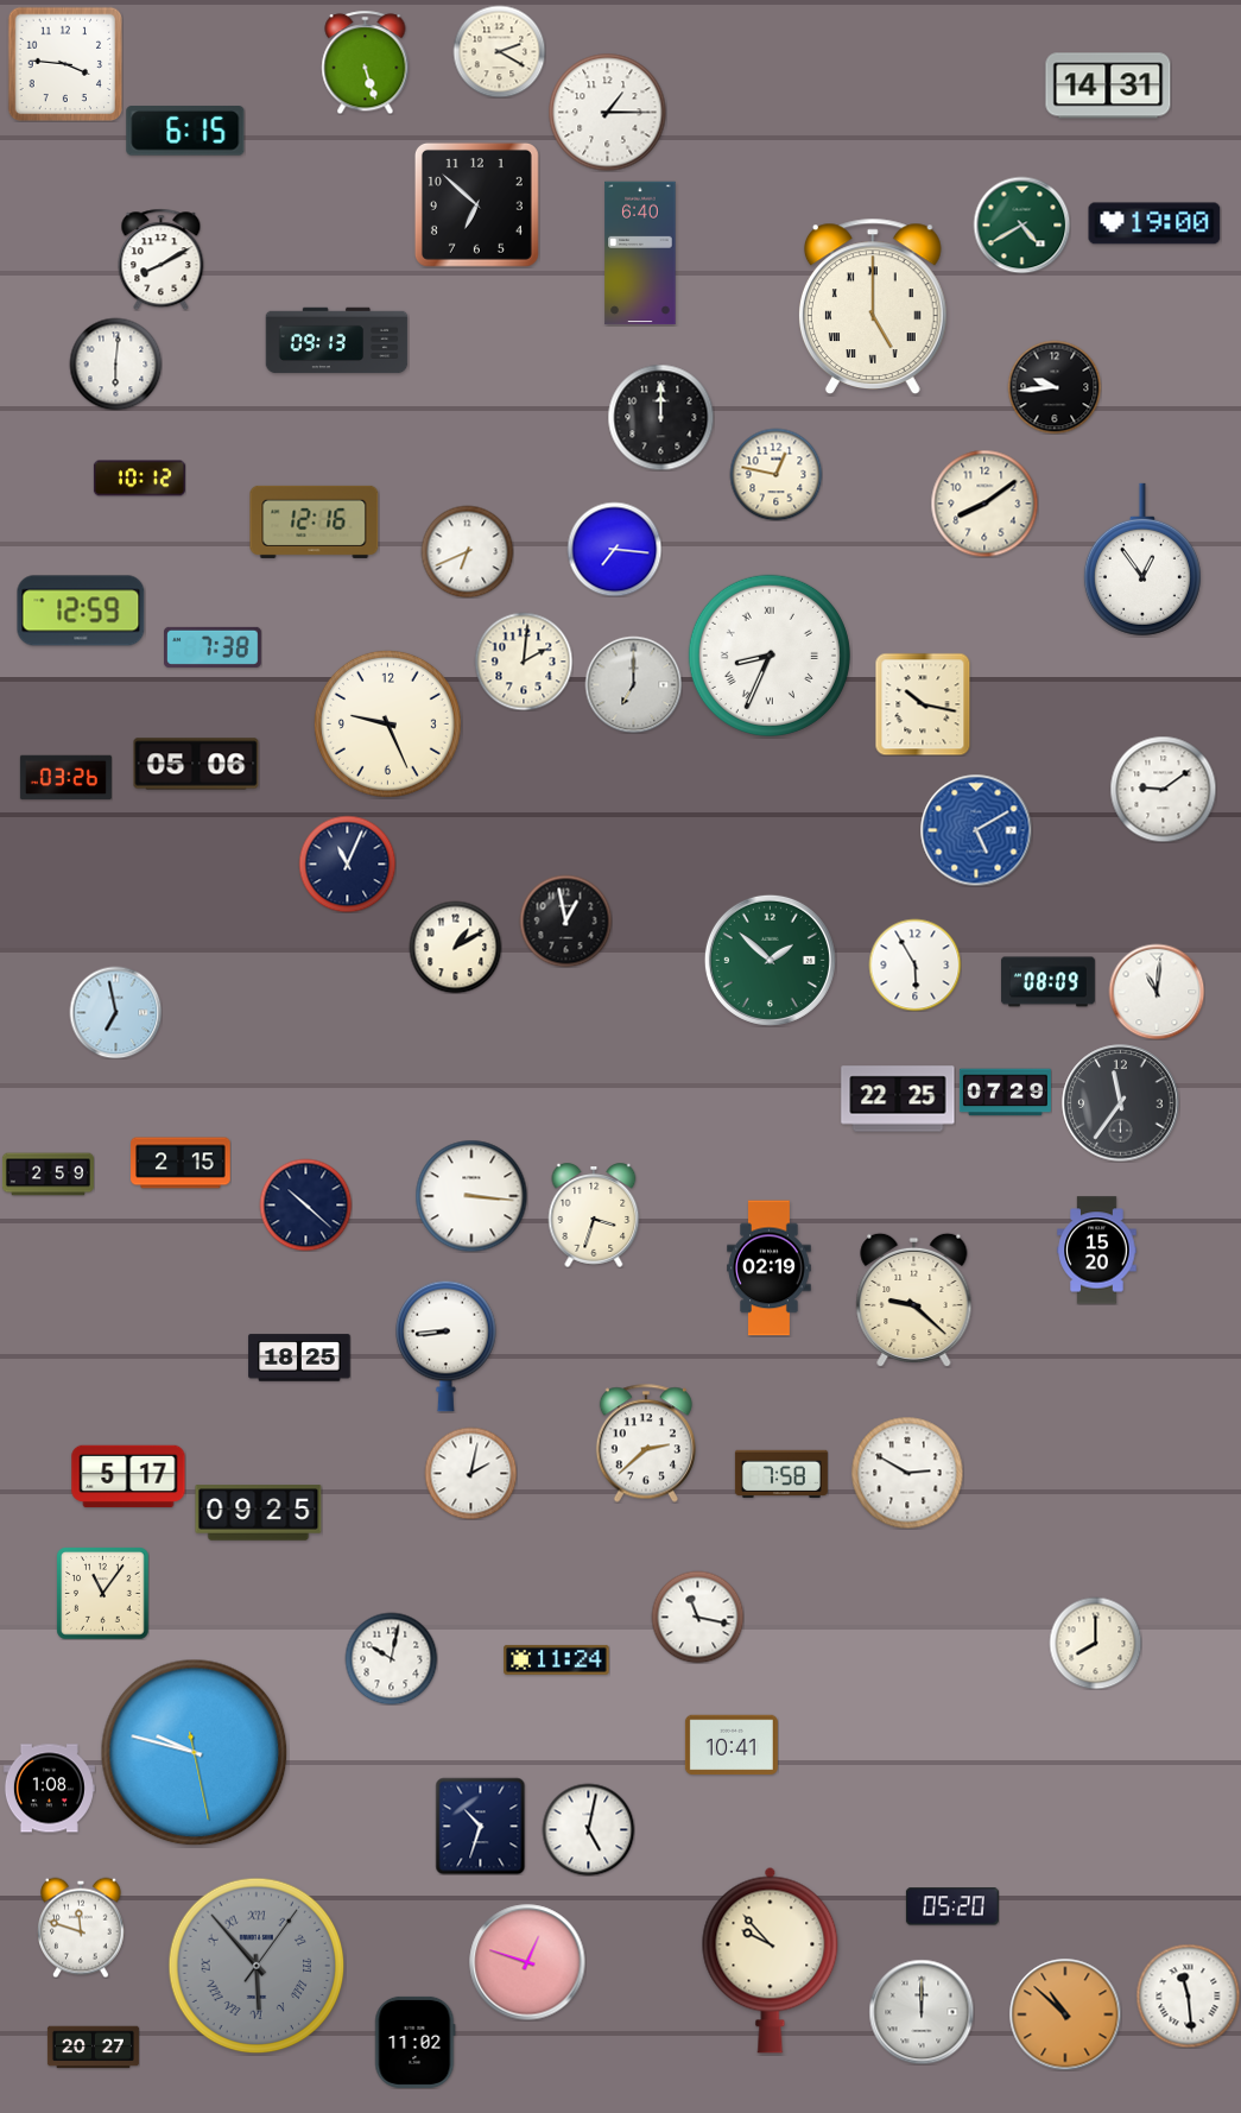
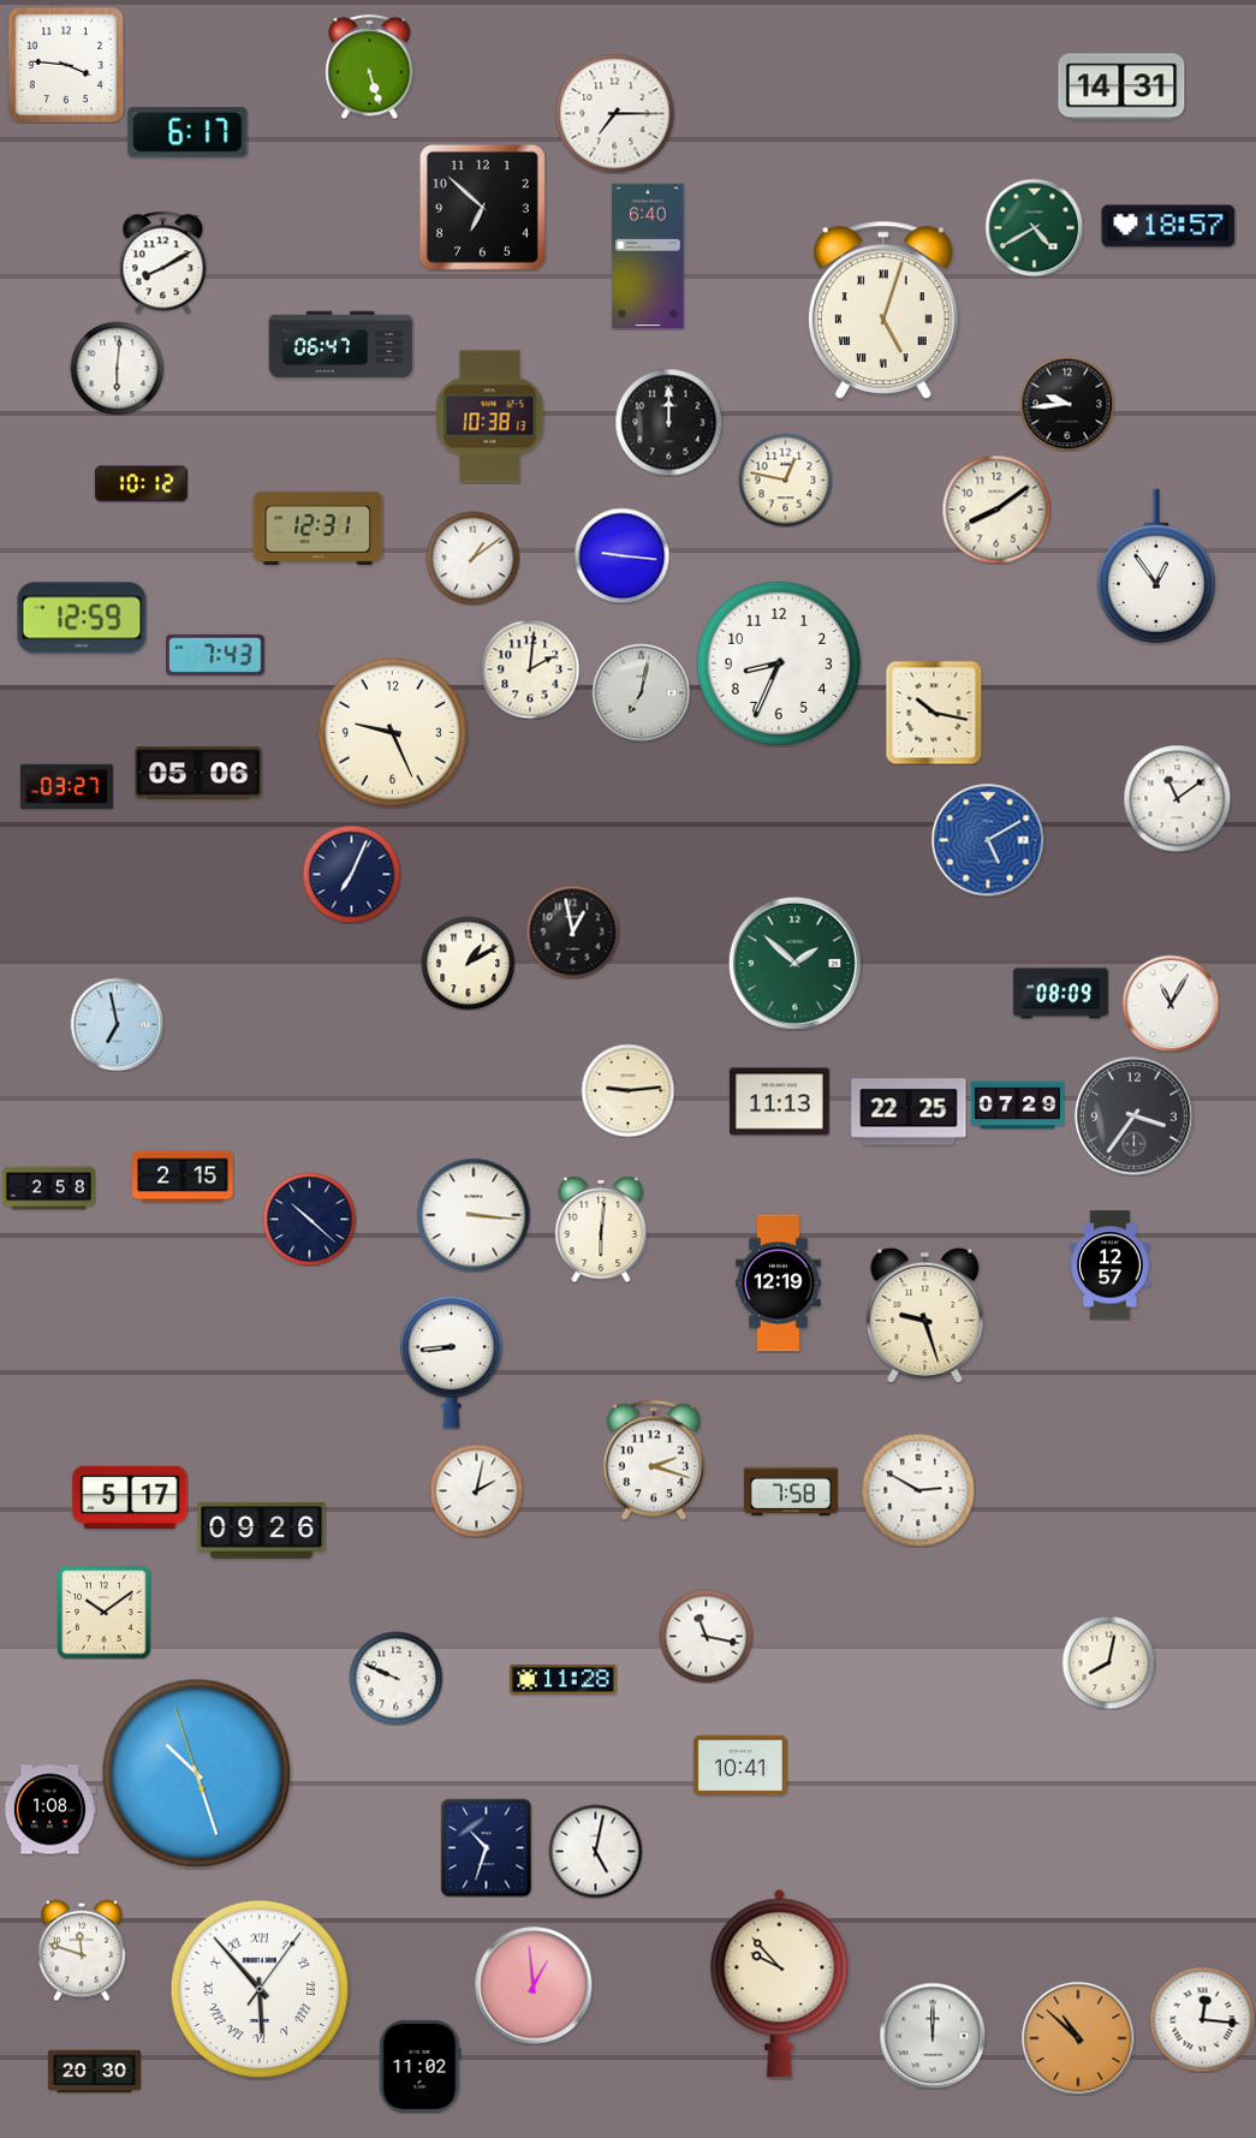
clock at (499, 51): 2:20 -> none
clock at (366, 62) position: (366, 62) -> (370, 66)
clock at (608, 113): 1:15 -> 7:15
clock at (185, 131): 6:15 -> 6:17
clock at (1154, 223): 19:00 -> 18:57
clock at (873, 306): 5:00 -> 5:03
clock at (337, 341): 09:13 -> 06:47
clock at (1055, 387) position: (1055, 387) -> (1067, 404)
clock at (490, 417): none -> 10:38
clock at (315, 521): 12:16 -> 12:31
clock at (614, 549): 7:16 -> 9:16
clock at (467, 551): 6:41 -> 1:09
clock at (214, 647): 7:38 -> 7:43
clock at (770, 656) numerals: Roman -> Arabic
clock at (633, 684): 7:00 -> 7:02
clock at (65, 778): 03:26 -> 03:27
clock at (1163, 789): 9:09 -> 11:09
clock at (347, 863): 11:04 -> 7:04
clock at (455, 947) position: (455, 947) -> (468, 963)
clock at (770, 960) position: (770, 960) -> (794, 963)
clock at (914, 964): 5:55 -> none
clock at (1157, 992): 11:01 -> 11:05
clock at (627, 1090): none -> 9:14
clock at (780, 1102): none -> 11:13
clock at (1121, 1103): 11:36 -> 3:36
clock at (48, 1175): 2:59 -> 2:58
clock at (471, 1196) position: (471, 1196) -> (474, 1215)
clock at (594, 1215): 3:33 -> 6:01
clock at (1097, 1251): 15:20 -> 12:57
clock at (770, 1269): 02:19 -> 12:19
clock at (914, 1299): 9:22 -> 9:27
clock at (299, 1358): 18:25 -> none
clock at (646, 1443): 2:38 -> 2:18
clock at (128, 1476) position: (128, 1476) -> (130, 1497)
clock at (259, 1513): 09:25 -> 09:26
clock at (102, 1593): 11:06 -> 10:09
clock at (1095, 1643): 8:00 -> 8:02
clock at (391, 1658): 10:02 -> 9:49
clock at (557, 1659): 11:24 -> 11:28
clock at (195, 1753): 9:47 -> 10:26
clock at (952, 1906): 05:20 -> none
clock at (527, 1962): 12:48 -> 12:59
clock at (257, 1966) dial: grey -> white
clock at (1188, 1995): 11:29 -> 12:16
clock at (93, 2048): 20:27 -> 20:30
